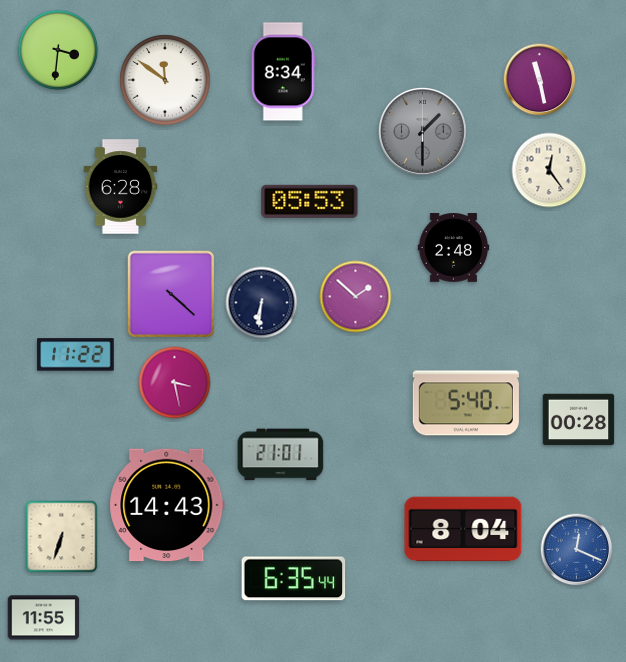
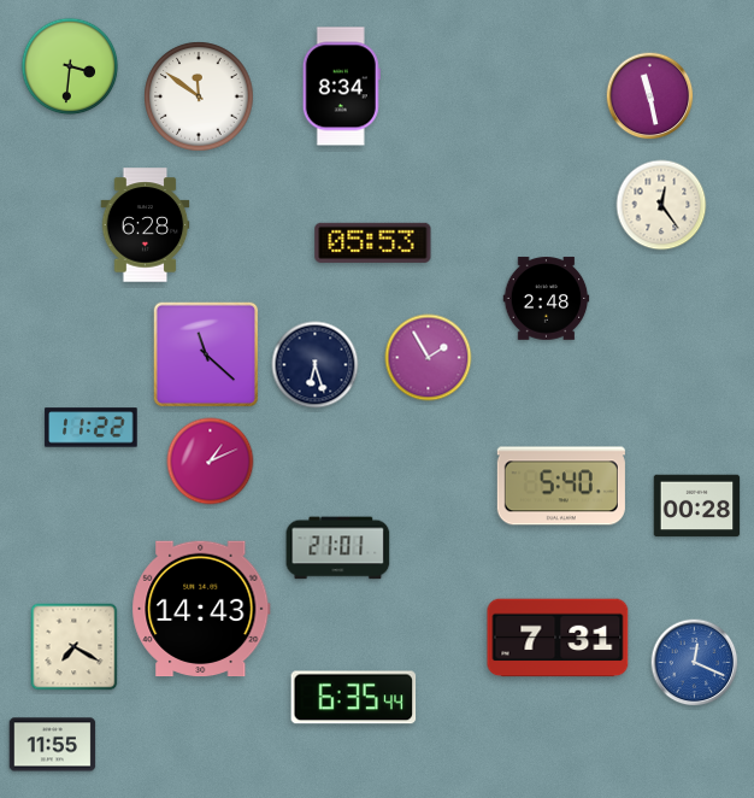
clock at (58, 50) position: (58, 50) -> (70, 66)
clock at (423, 132): 1:30 -> none
clock at (171, 294): 4:22 -> 11:22
clock at (356, 297): 1:52 -> 1:55
clock at (262, 303): 6:31 -> 6:27
clock at (175, 383): 3:28 -> 1:11
clock at (463, 529): 8:04 -> 7:31
clock at (62, 537): 6:33 -> 7:20
